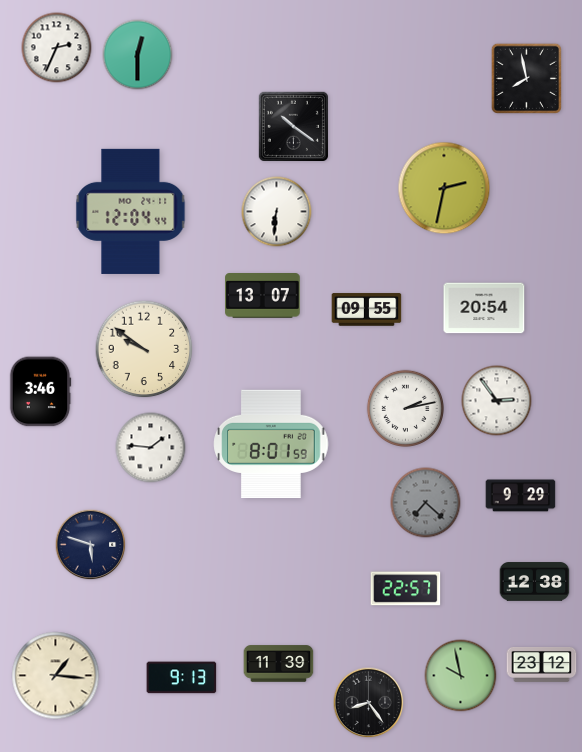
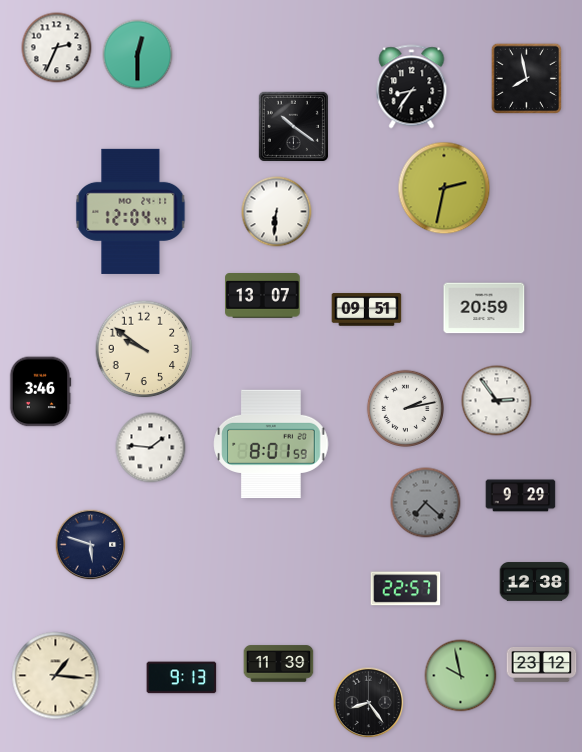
clock at (412, 87): none -> 8:36
clock at (484, 308): 20:54 -> 20:59
clock at (367, 310): 09:55 -> 09:51
